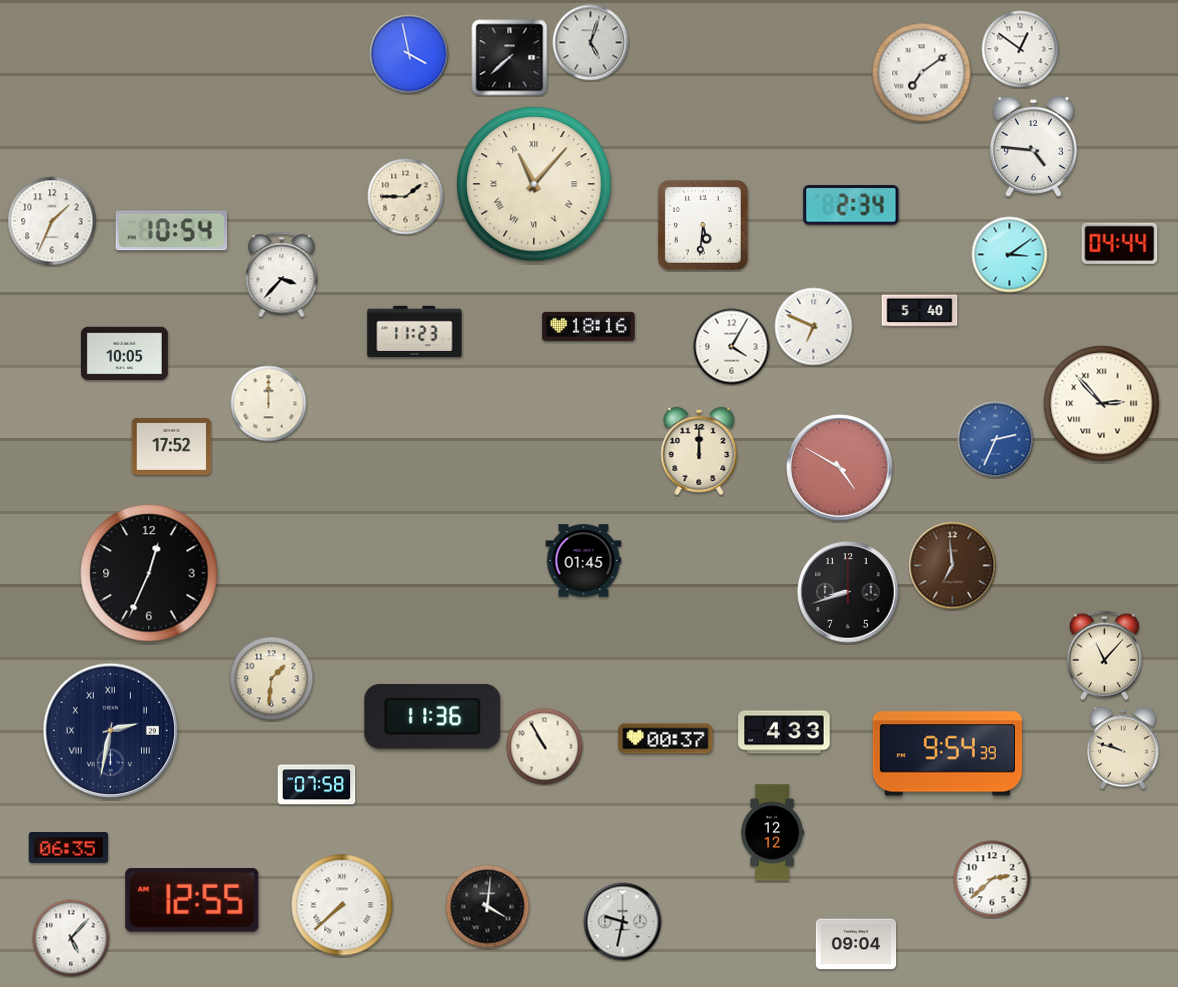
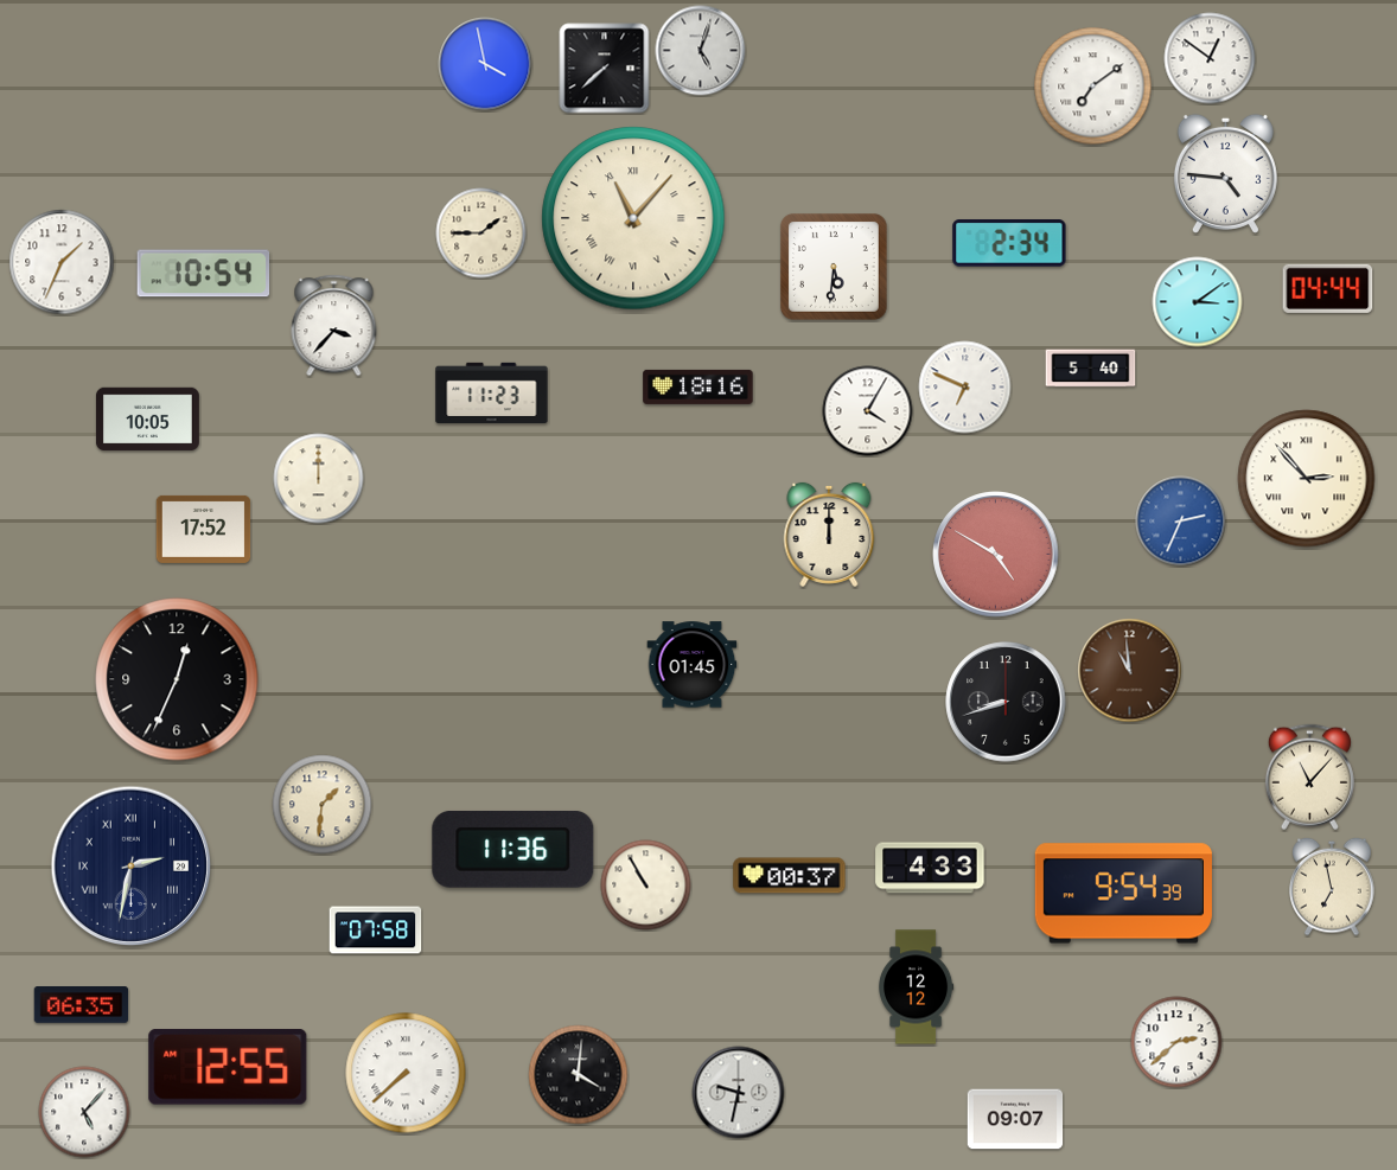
clock at (953, 566): 6:59 -> 10:59
clock at (1123, 748): 9:48 -> 6:58
clock at (856, 944): 09:04 -> 09:07
